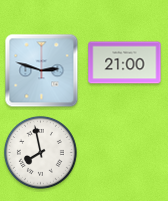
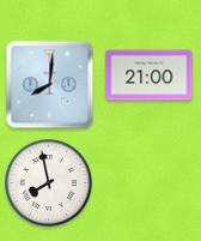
clock at (42, 71): 2:48 -> 8:01
